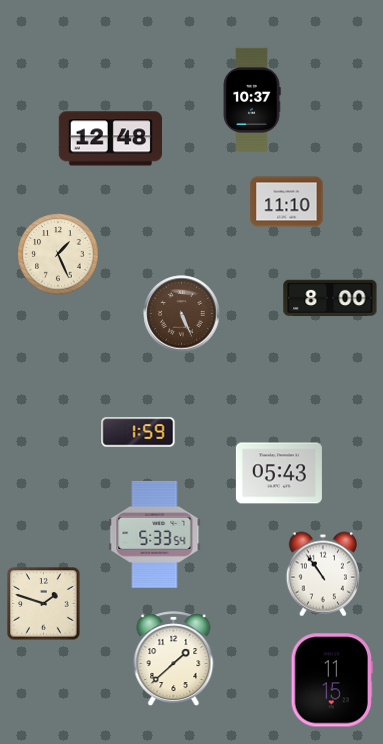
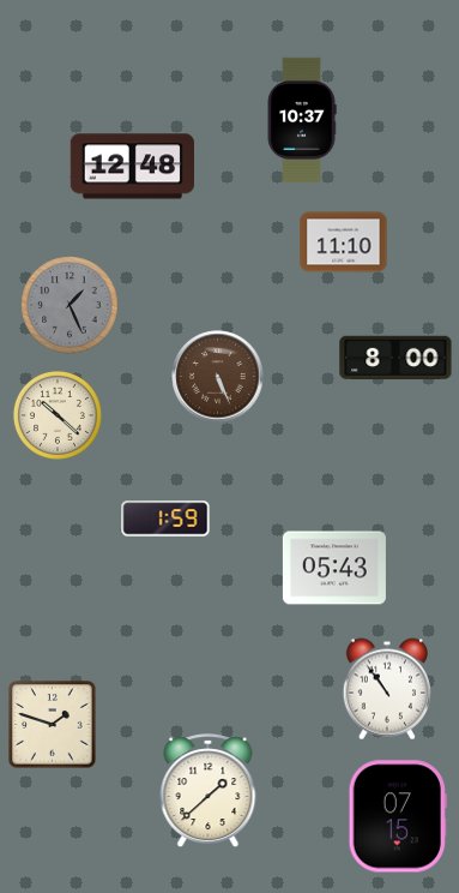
clock at (58, 254) dial: cream -> grey
clock at (58, 415): none -> 10:22
clock at (155, 534): 5:33 -> none
clock at (332, 680): 11:15 -> 07:15
